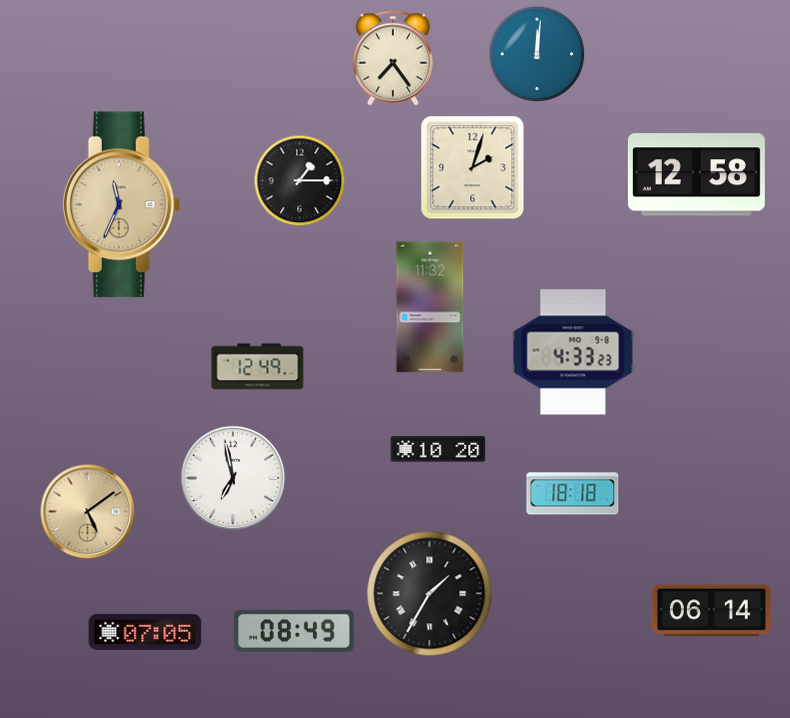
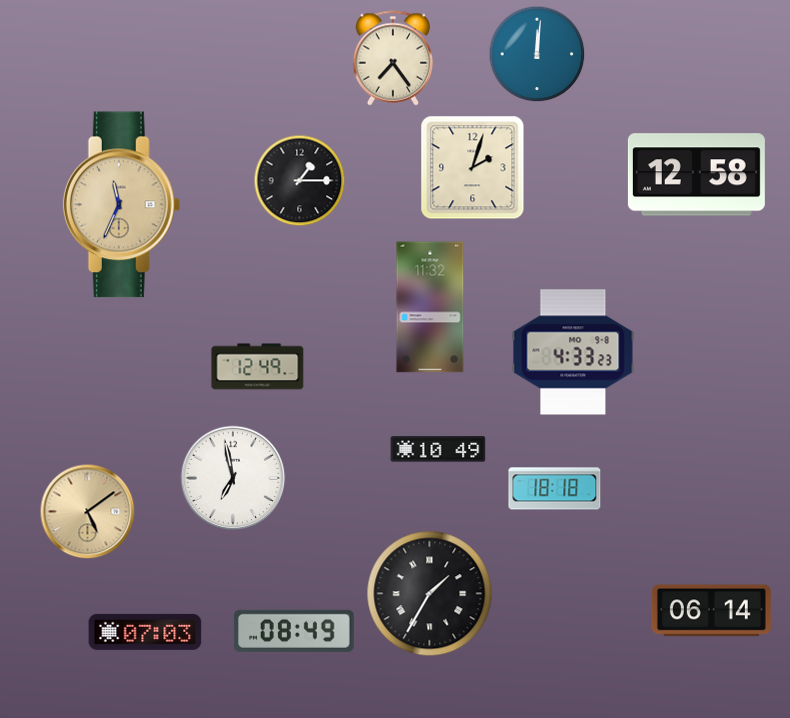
clock at (438, 449): 10:20 -> 10:49
clock at (573, 494) position: (573, 494) -> (555, 489)
clock at (145, 632): 07:05 -> 07:03
